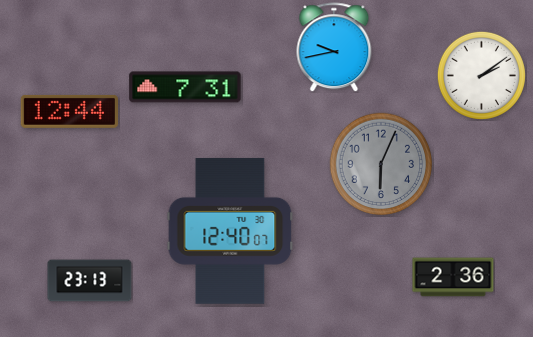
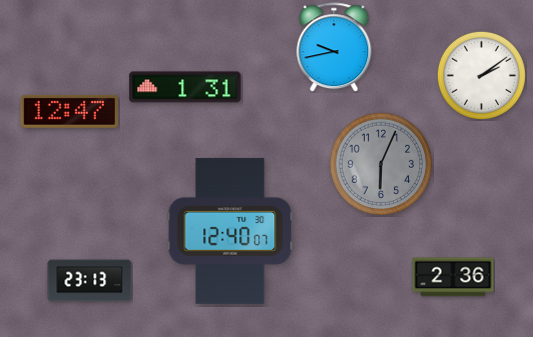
clock at (185, 87): 7:31 -> 1:31
clock at (69, 111): 12:44 -> 12:47
